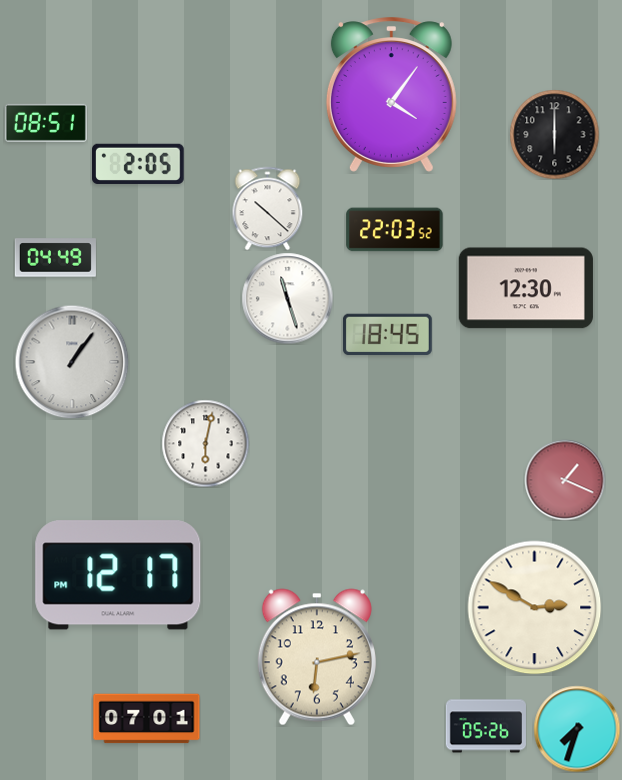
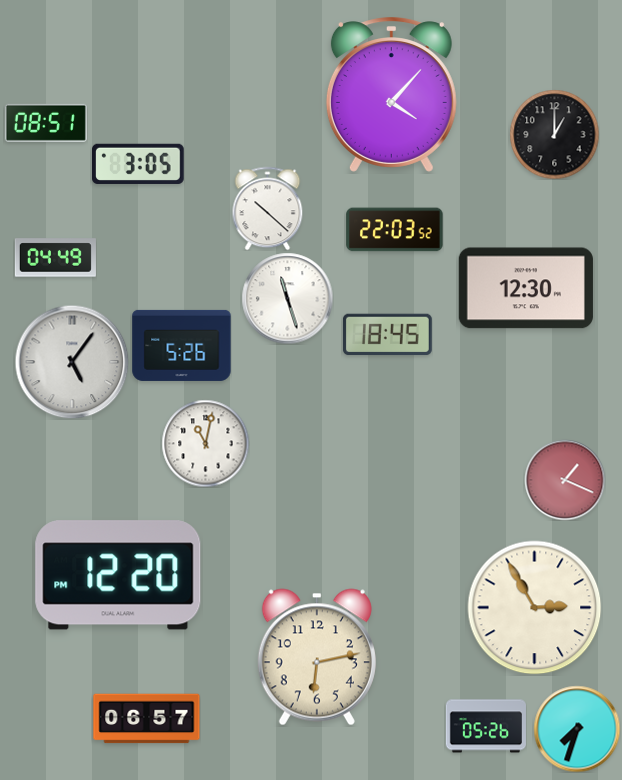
clock at (391, 95): 4:06 -> 4:07
clock at (554, 134): 6:00 -> 1:00
clock at (139, 163): 2:05 -> 3:05
clock at (182, 345): none -> 5:26
clock at (72, 362): 1:06 -> 5:06
clock at (205, 443): 6:02 -> 11:02
clock at (118, 575): 12:17 -> 12:20
clock at (535, 608): 2:50 -> 2:55
clock at (147, 719): 07:01 -> 06:57
